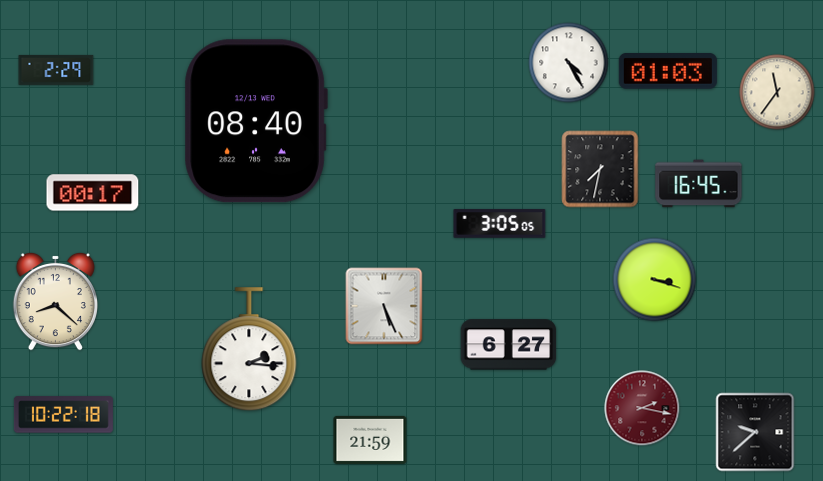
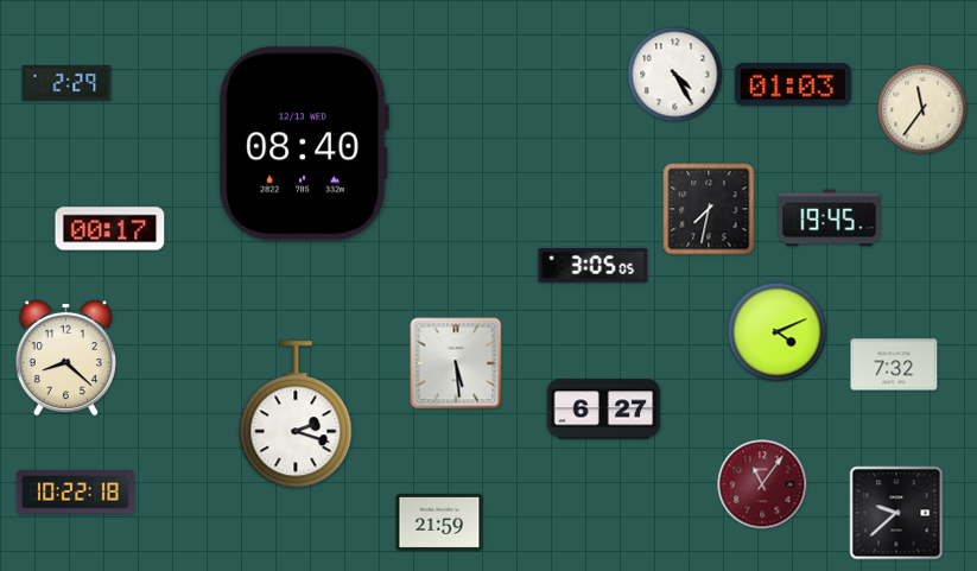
clock at (600, 169) position: (600, 169) -> (709, 209)
clock at (699, 184): 16:45 -> 19:45
clock at (655, 280): 3:18 -> 4:11
clock at (384, 306): 5:26 -> 5:29
clock at (894, 364): none -> 7:32
clock at (249, 350): 2:16 -> 2:18
clock at (642, 408): 2:17 -> 11:06
